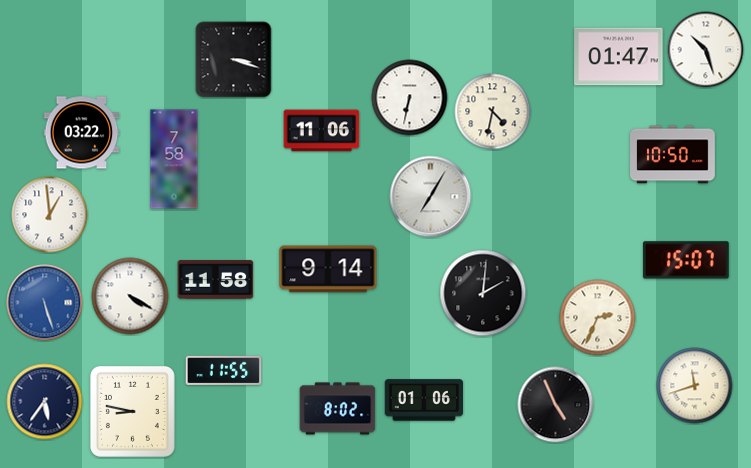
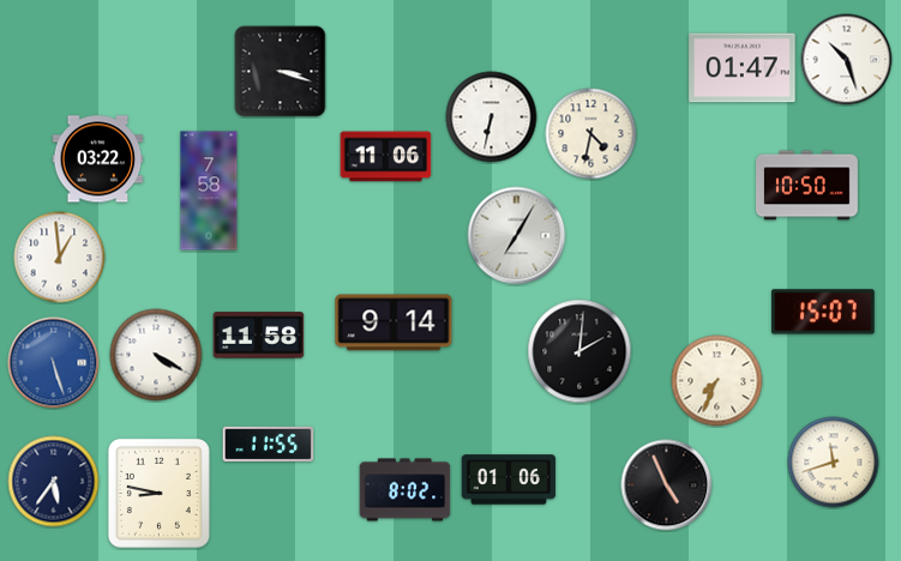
clock at (598, 318): 2:34 -> 7:34
